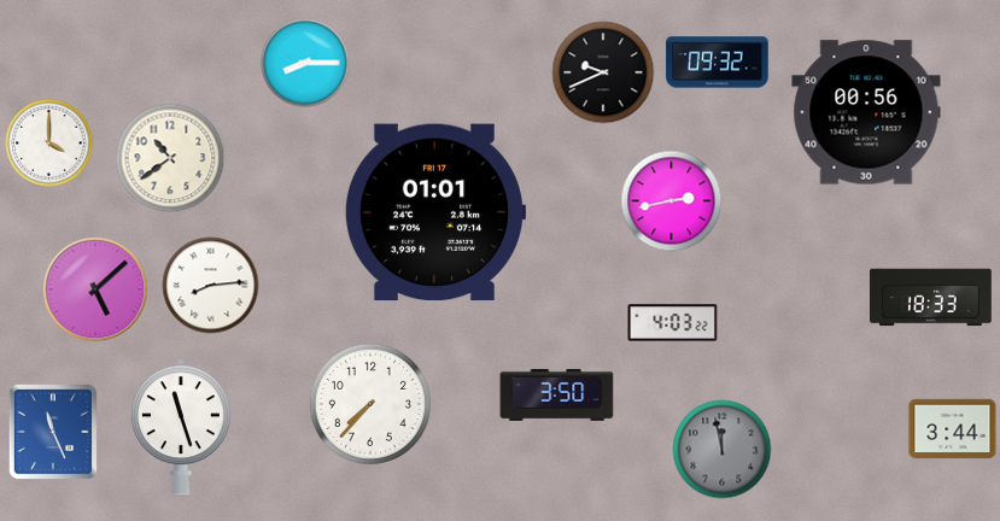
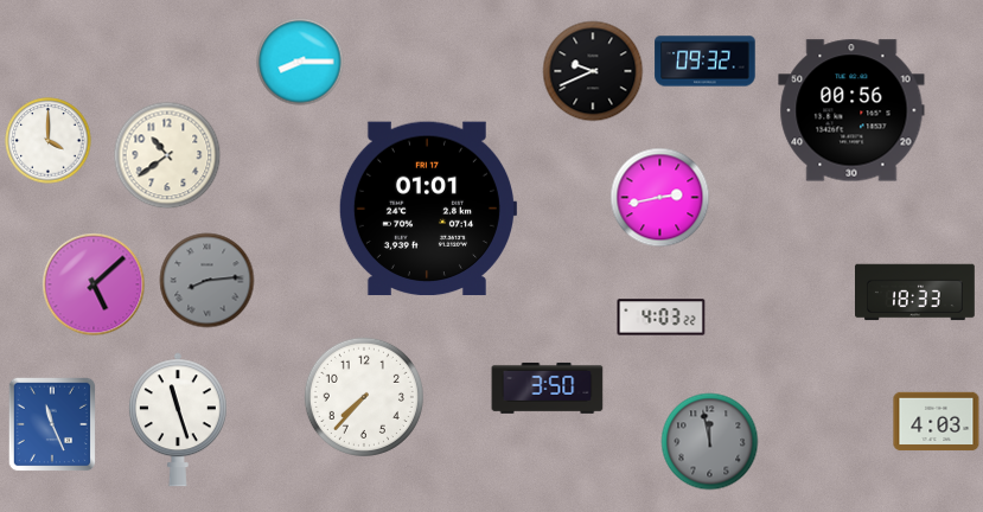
clock at (211, 286) dial: white -> grey
clock at (953, 429): 3:44 -> 4:03
